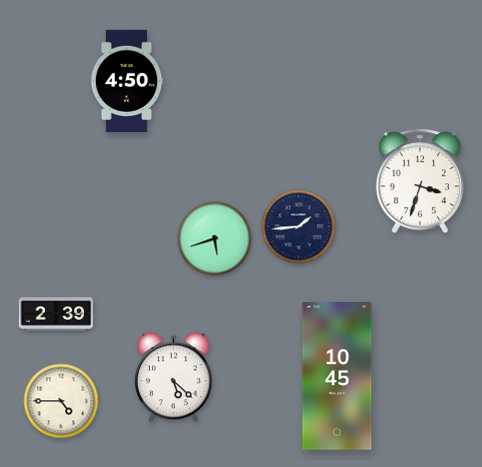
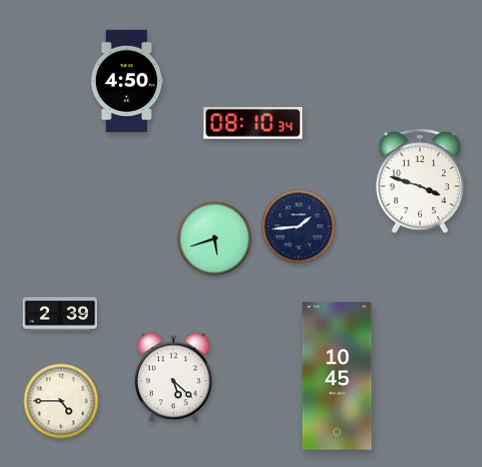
clock at (253, 123): none -> 08:10
clock at (419, 181): 3:33 -> 3:48
clock at (56, 314) position: (56, 314) -> (60, 314)
